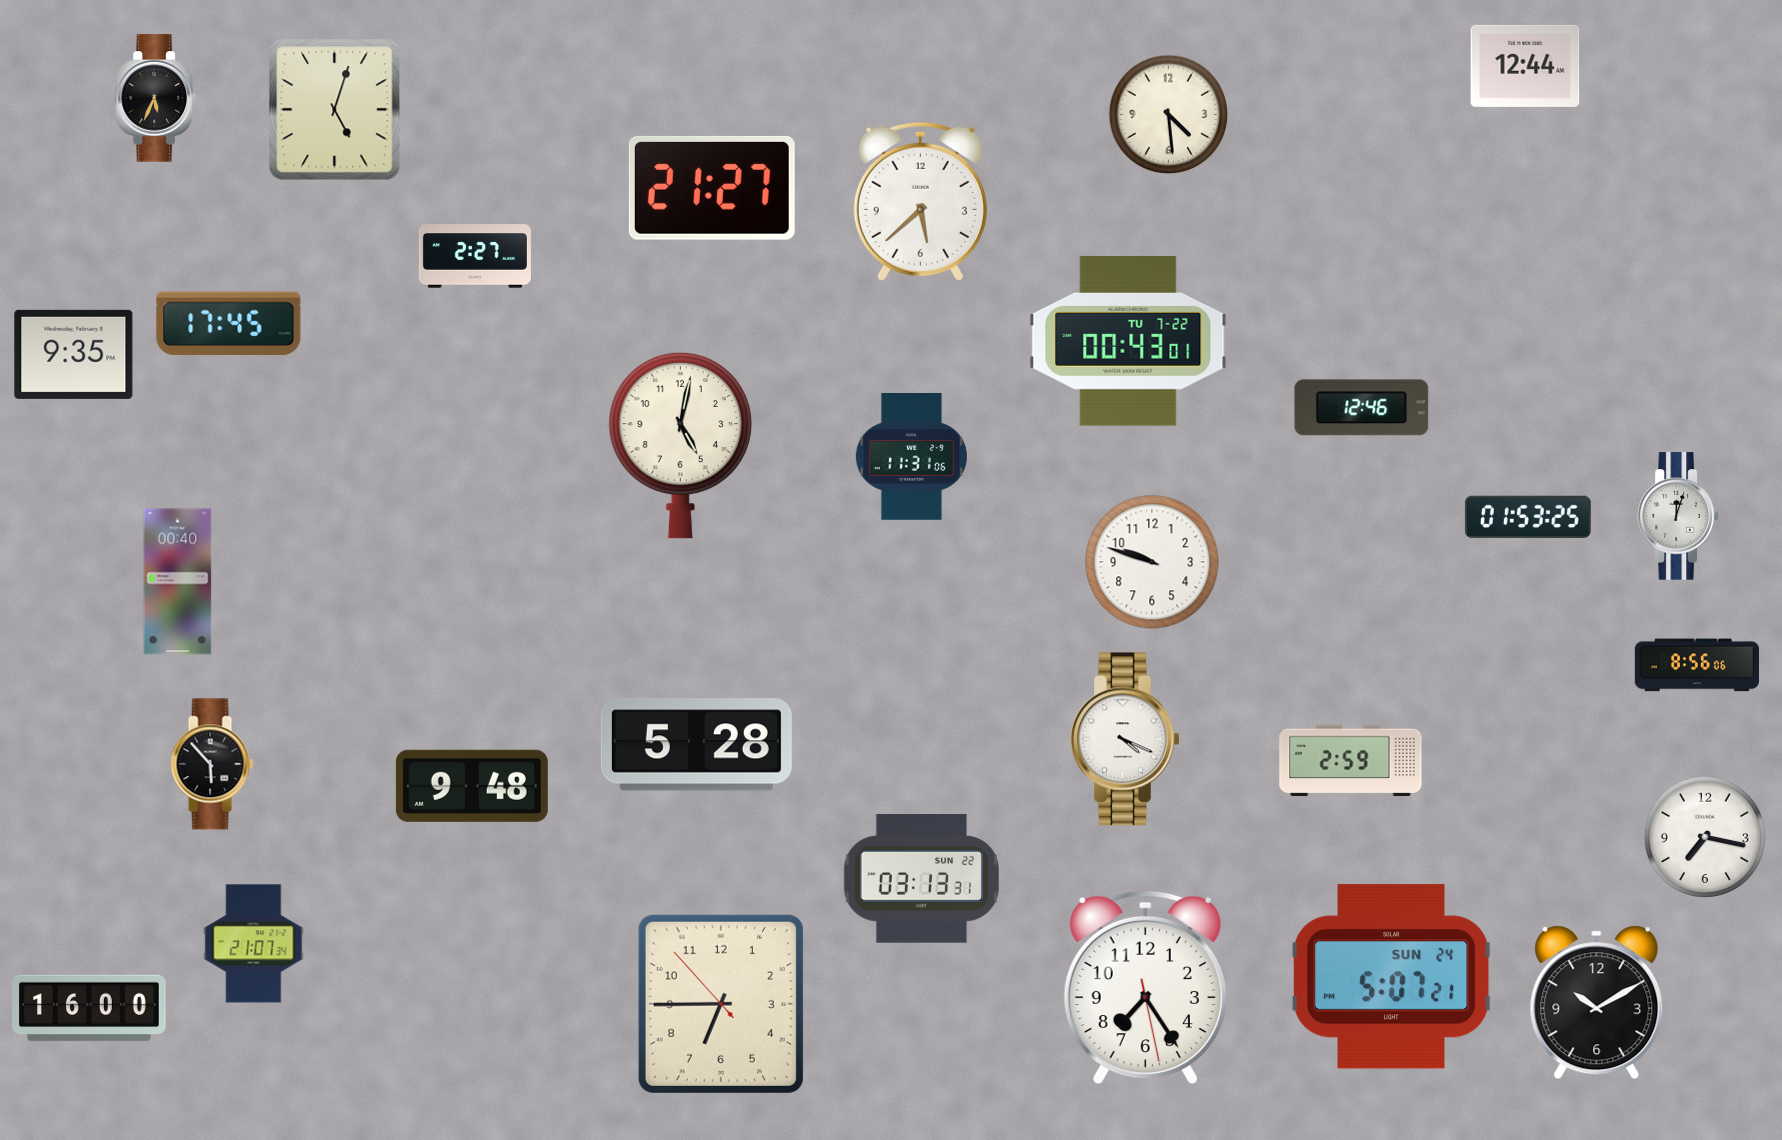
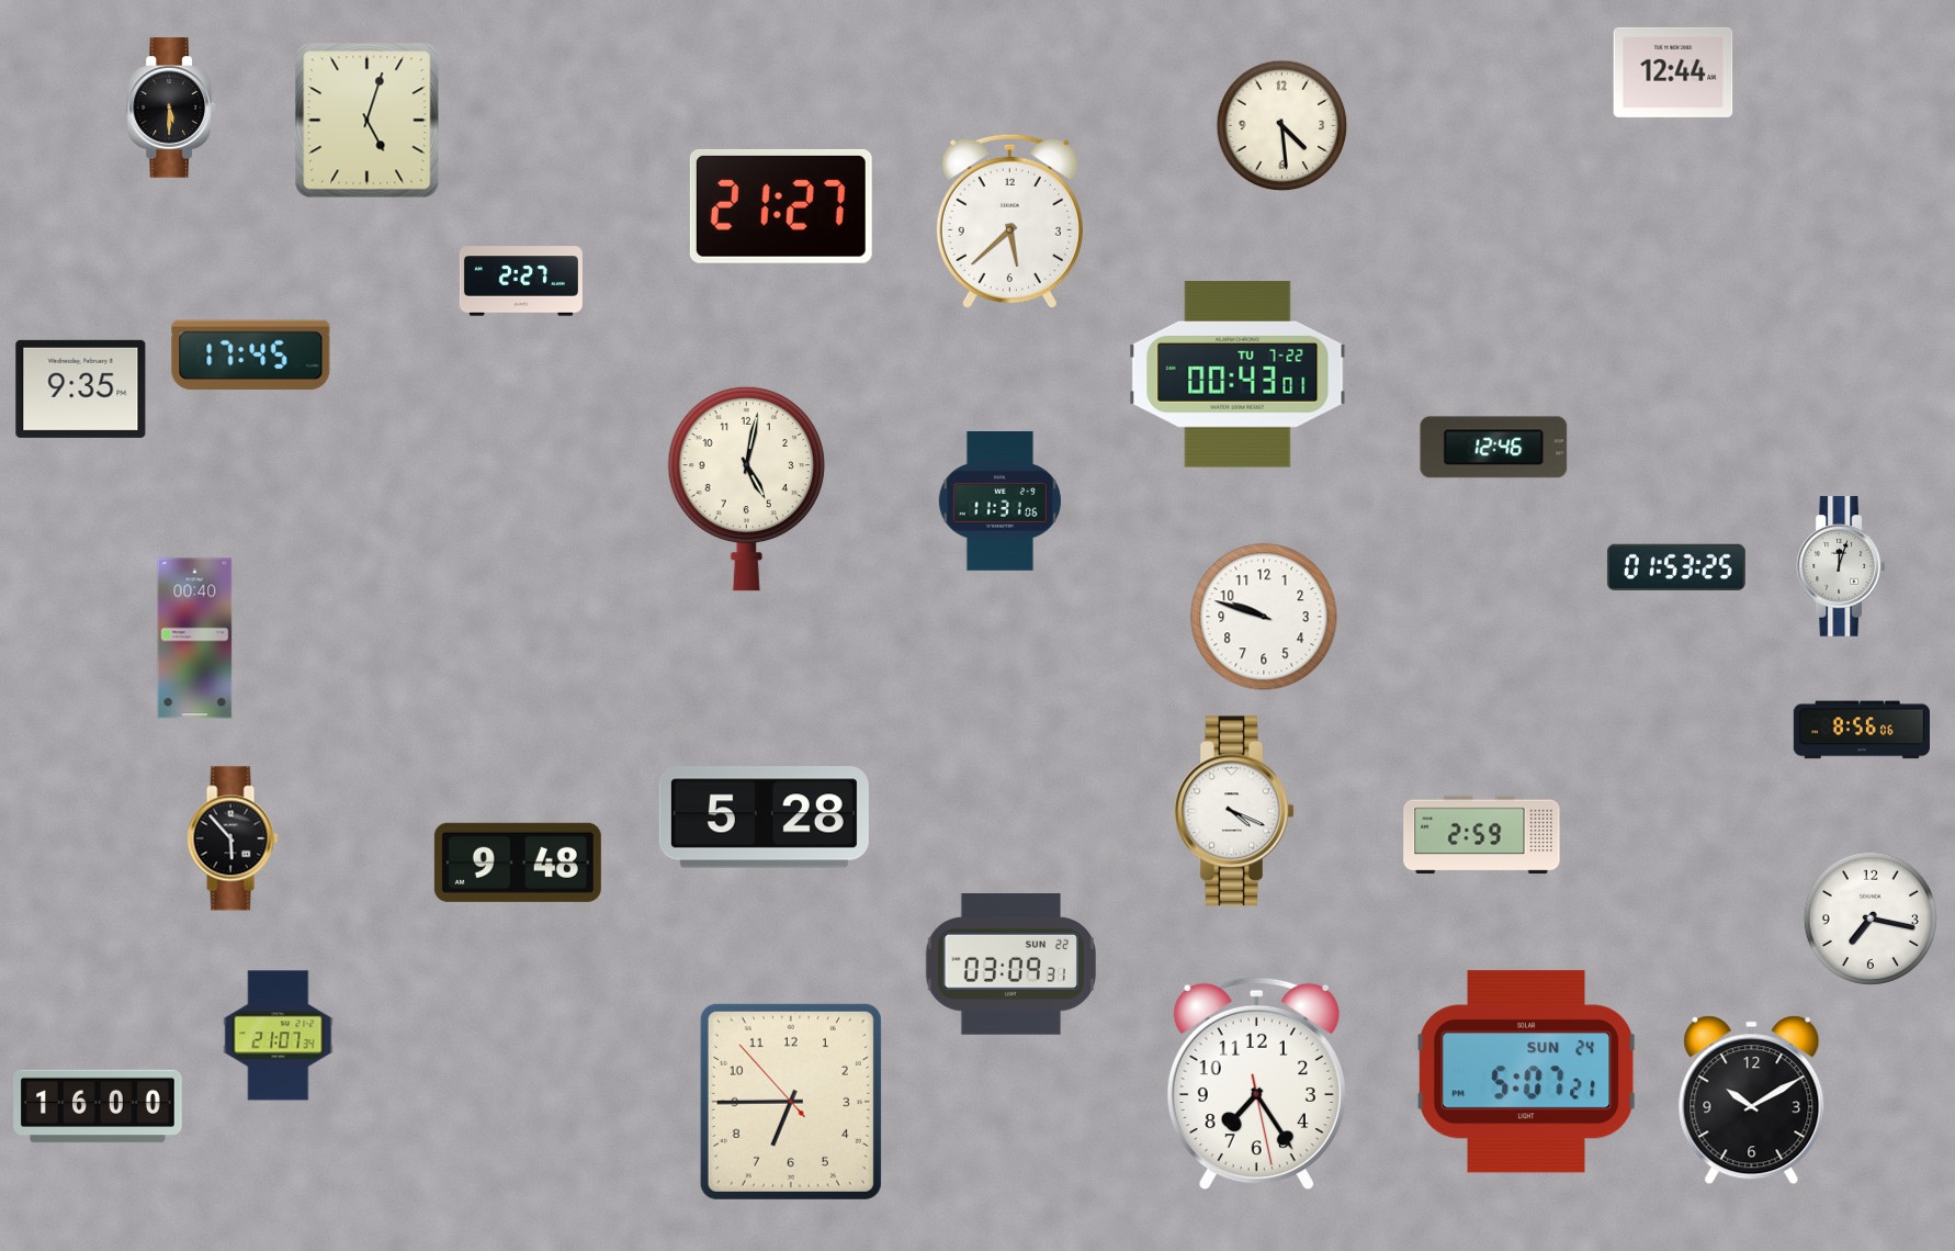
clock at (155, 98): 5:34 -> 5:30
clock at (921, 879): 03:13 -> 03:09
